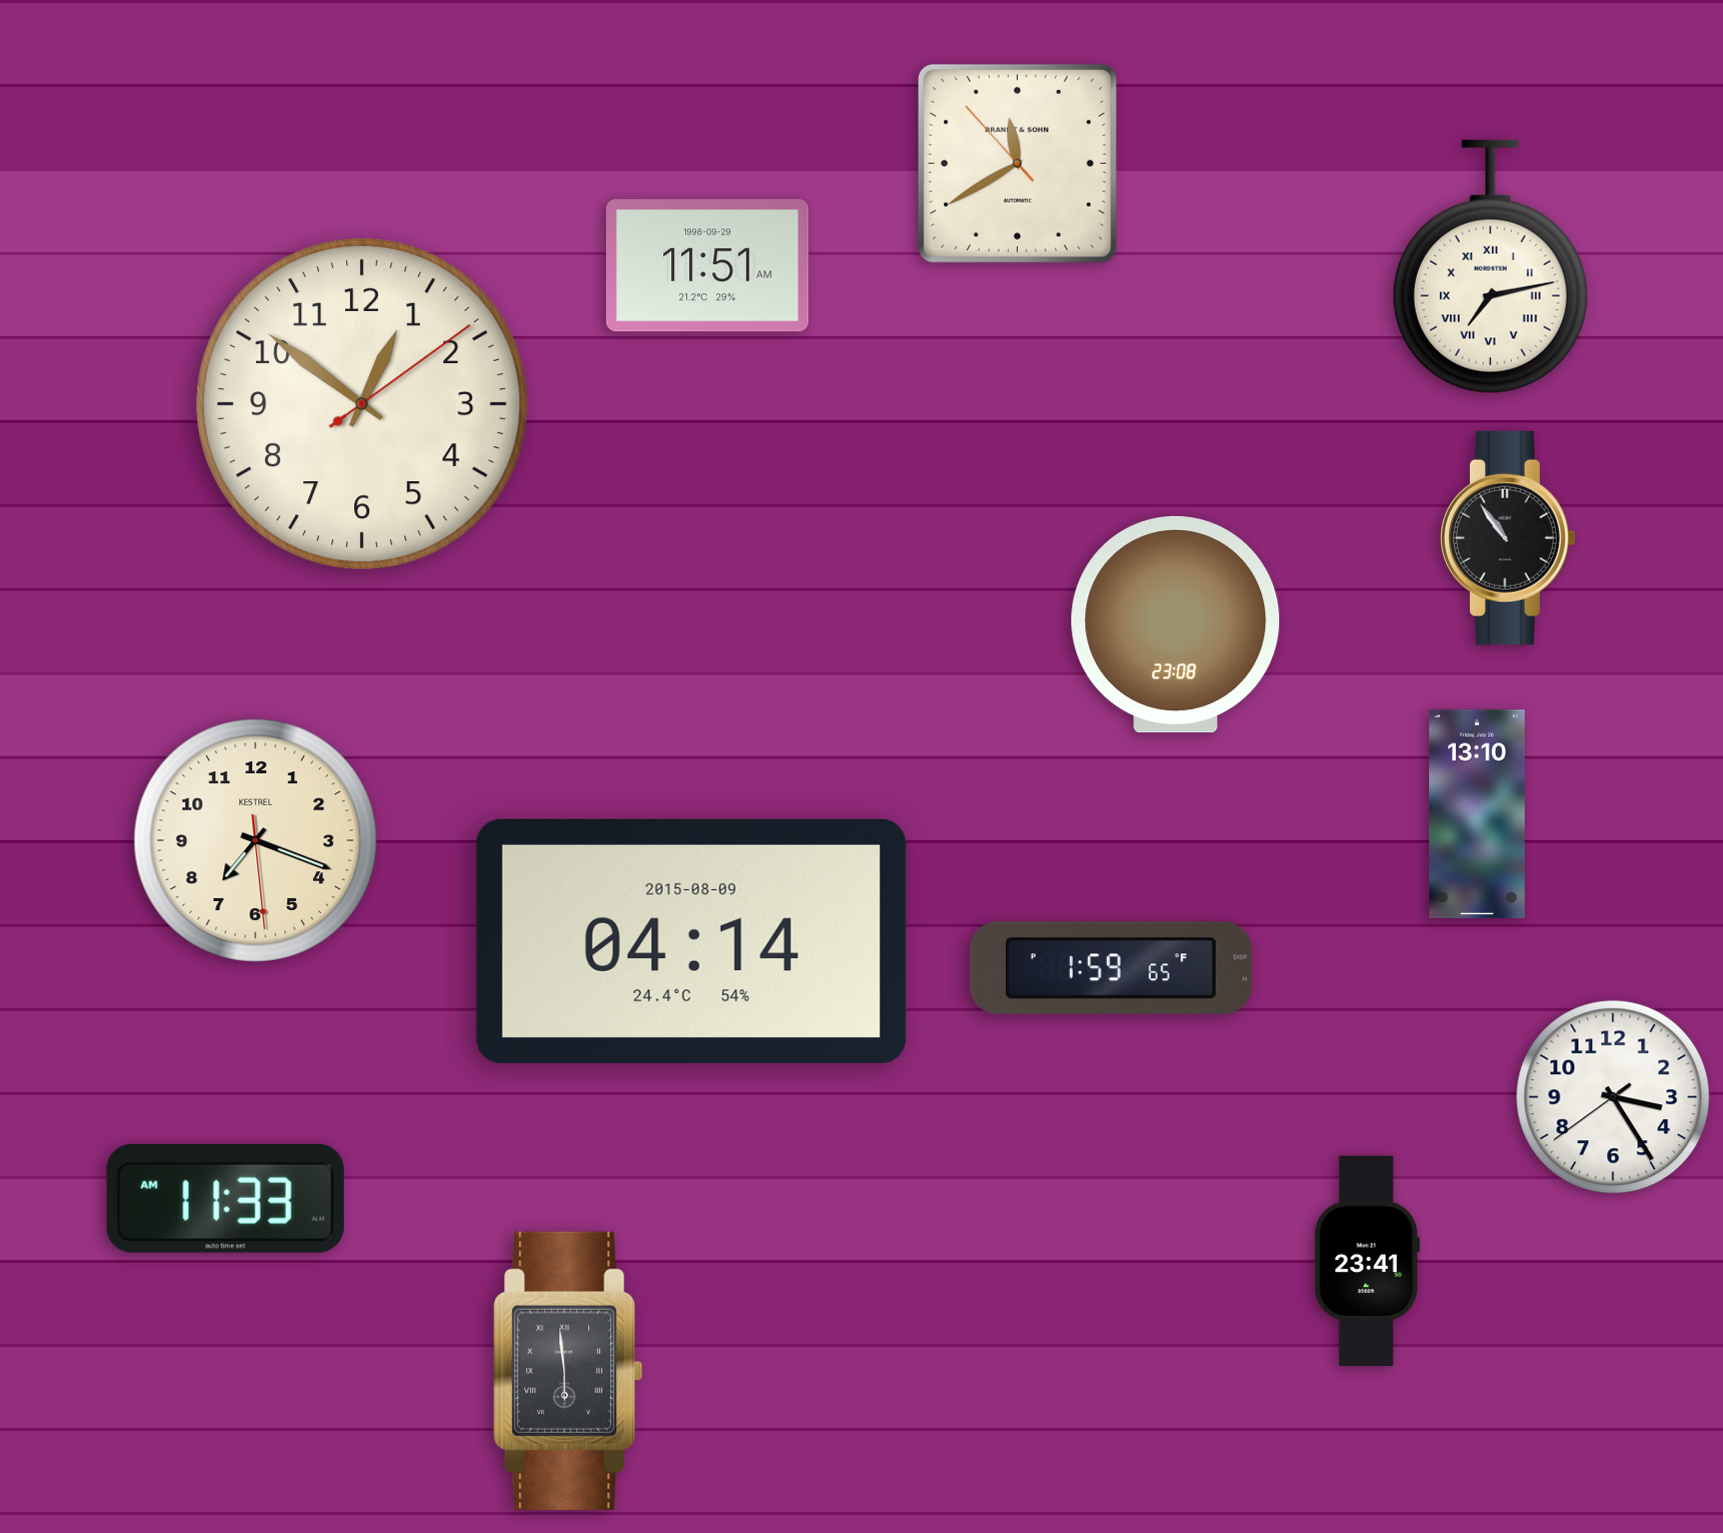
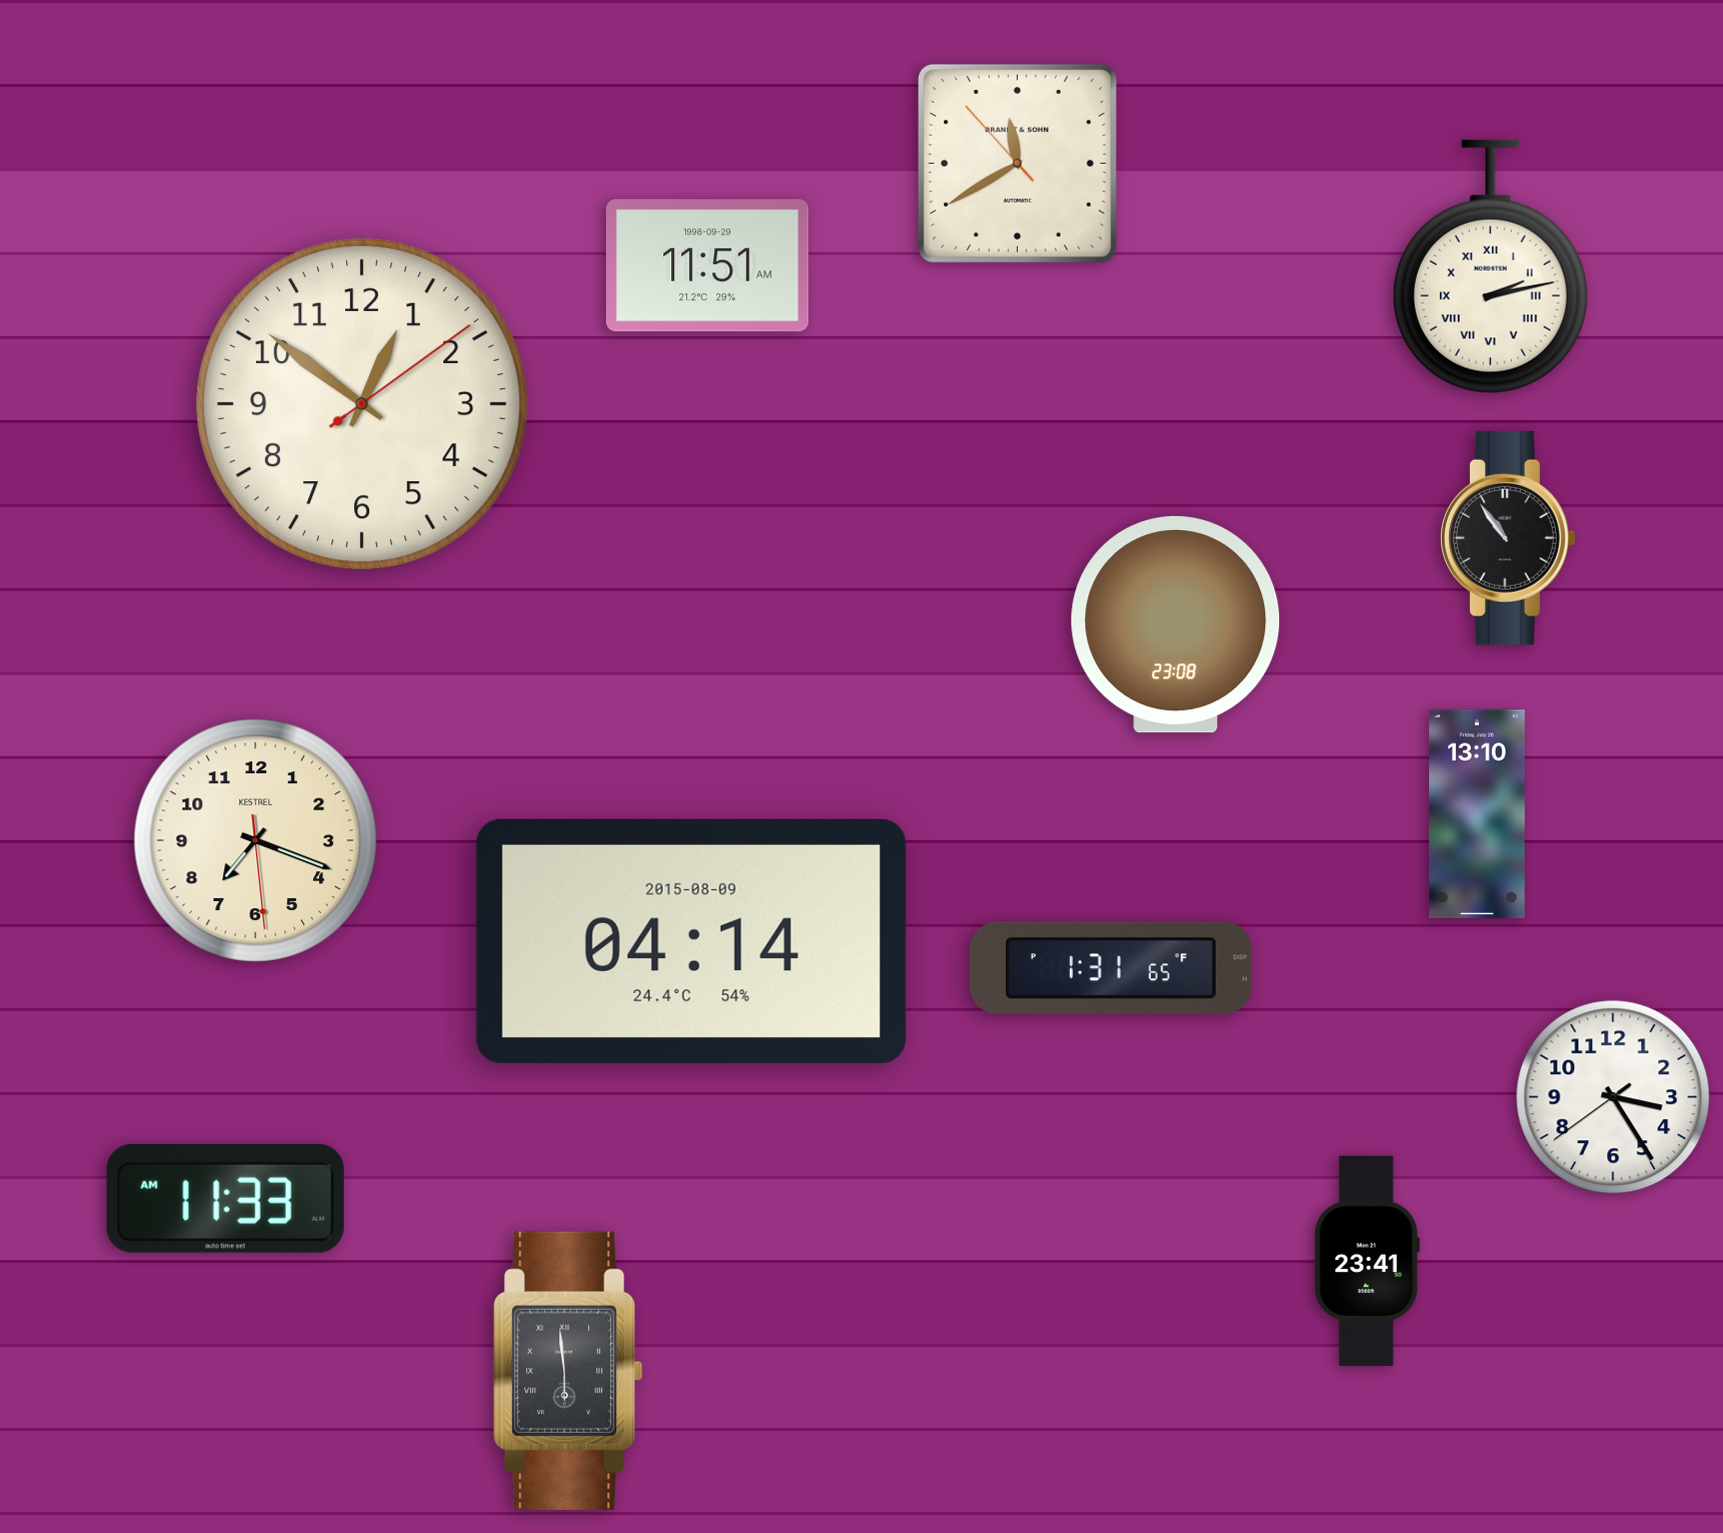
clock at (1490, 267): 7:13 -> 2:13
clock at (1111, 967): 1:59 -> 1:31
